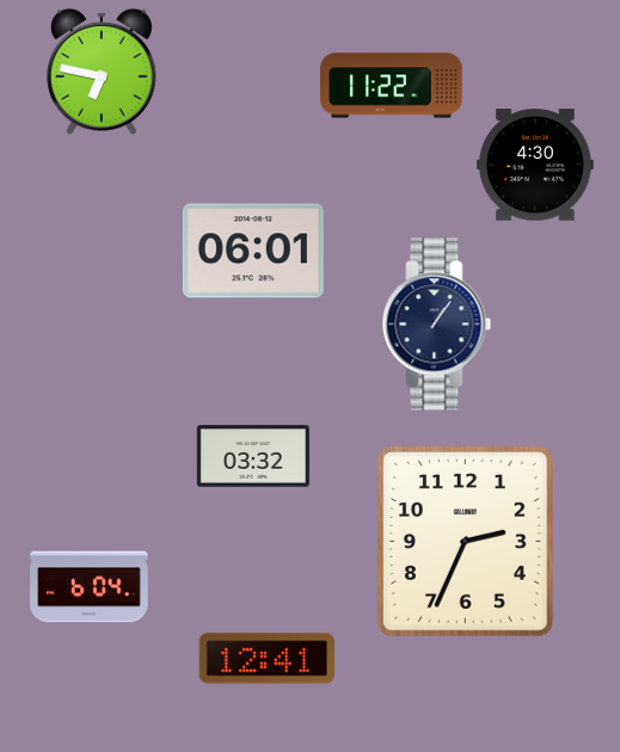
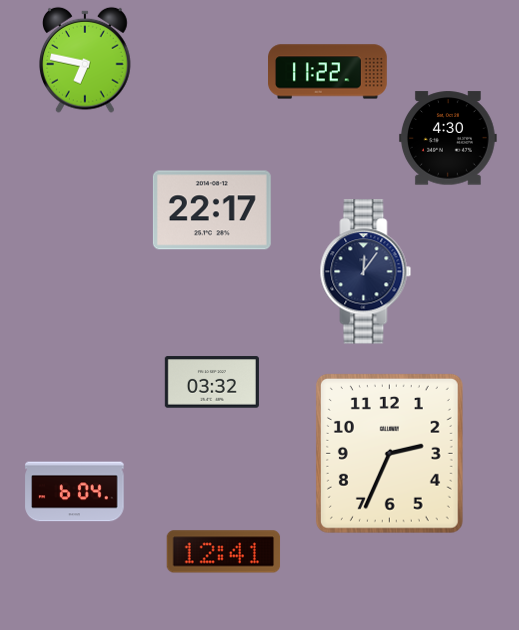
clock at (253, 251): 06:01 -> 22:17
clock at (437, 325): 1:06 -> 12:06
